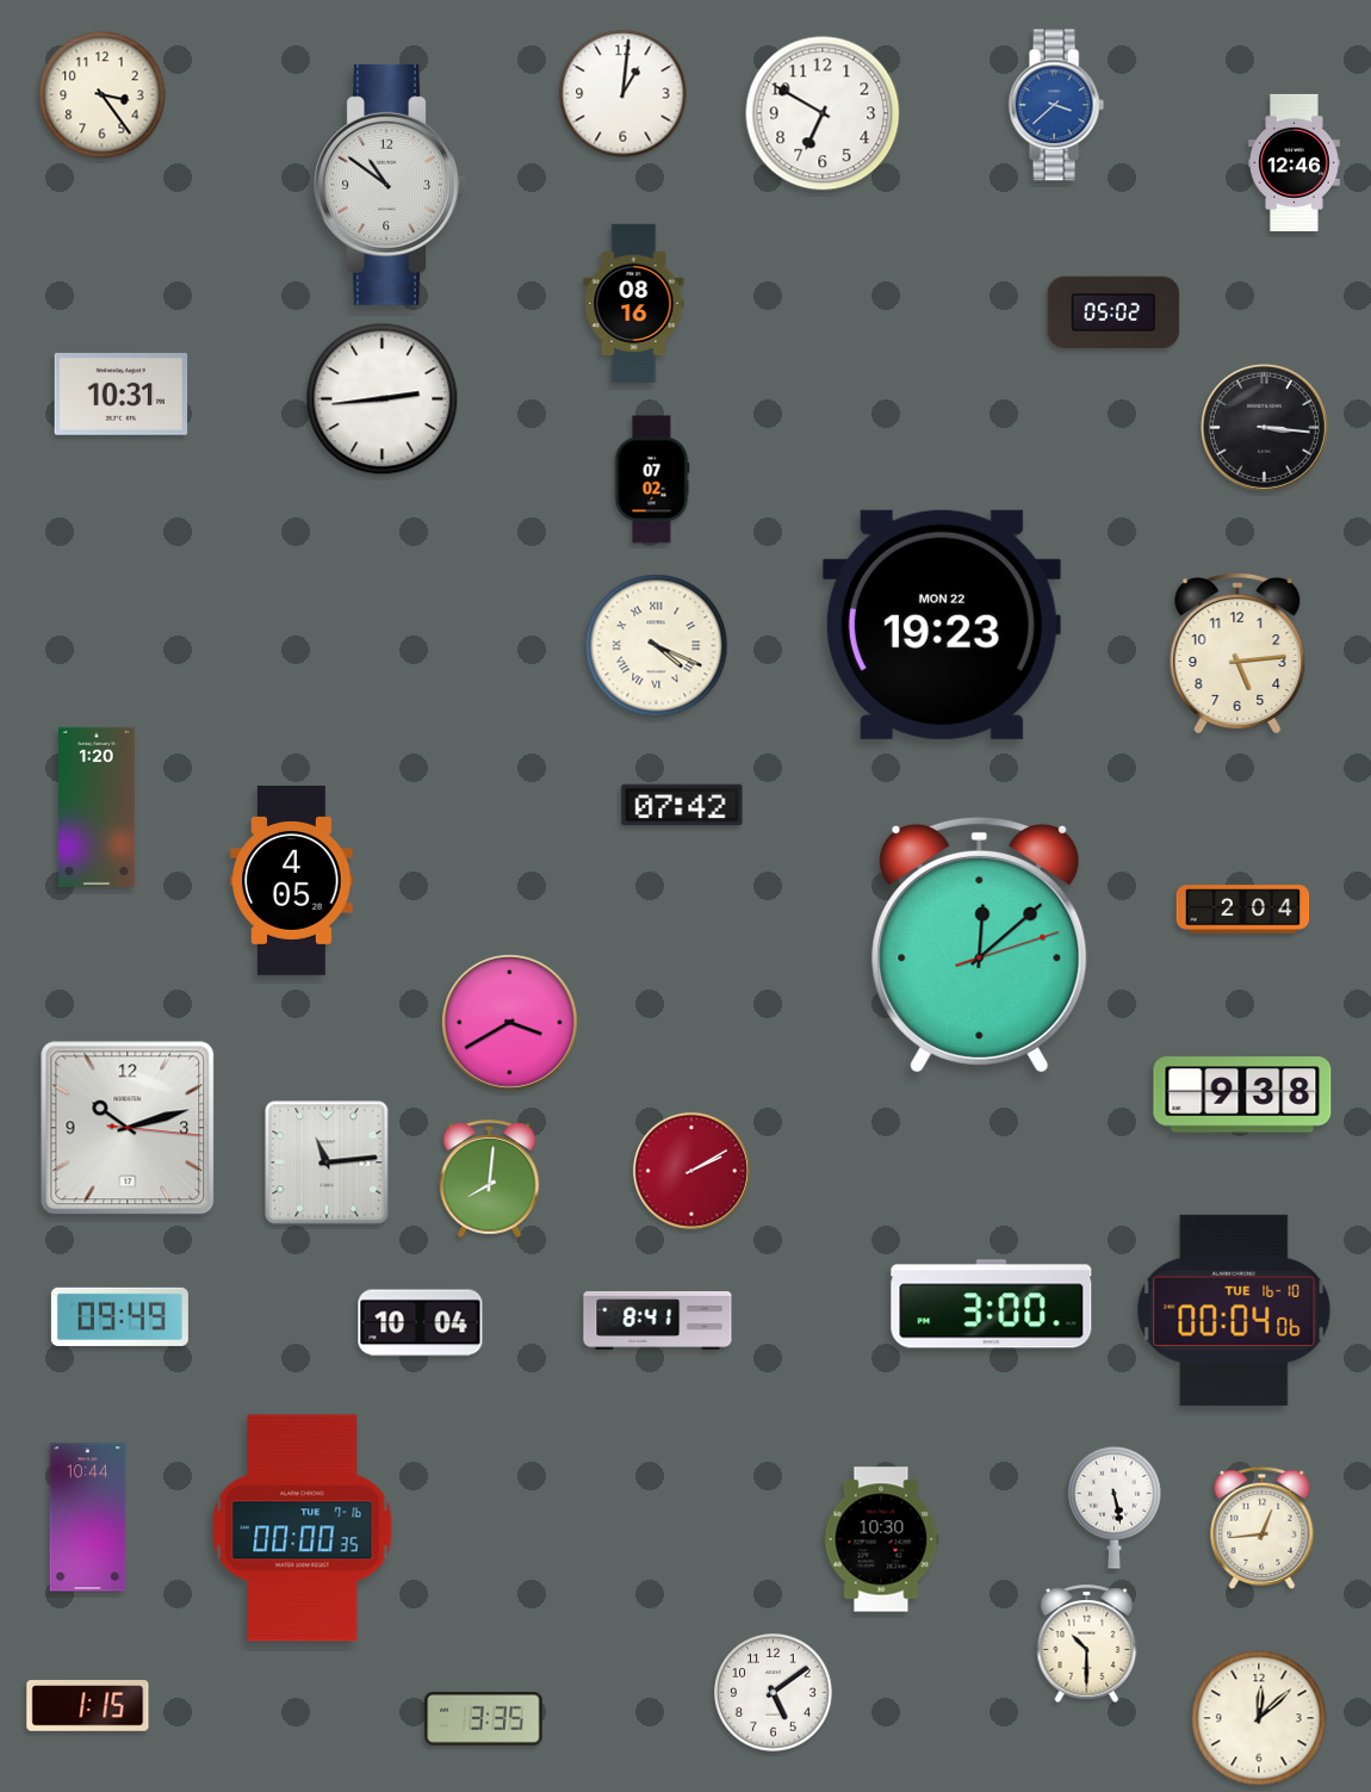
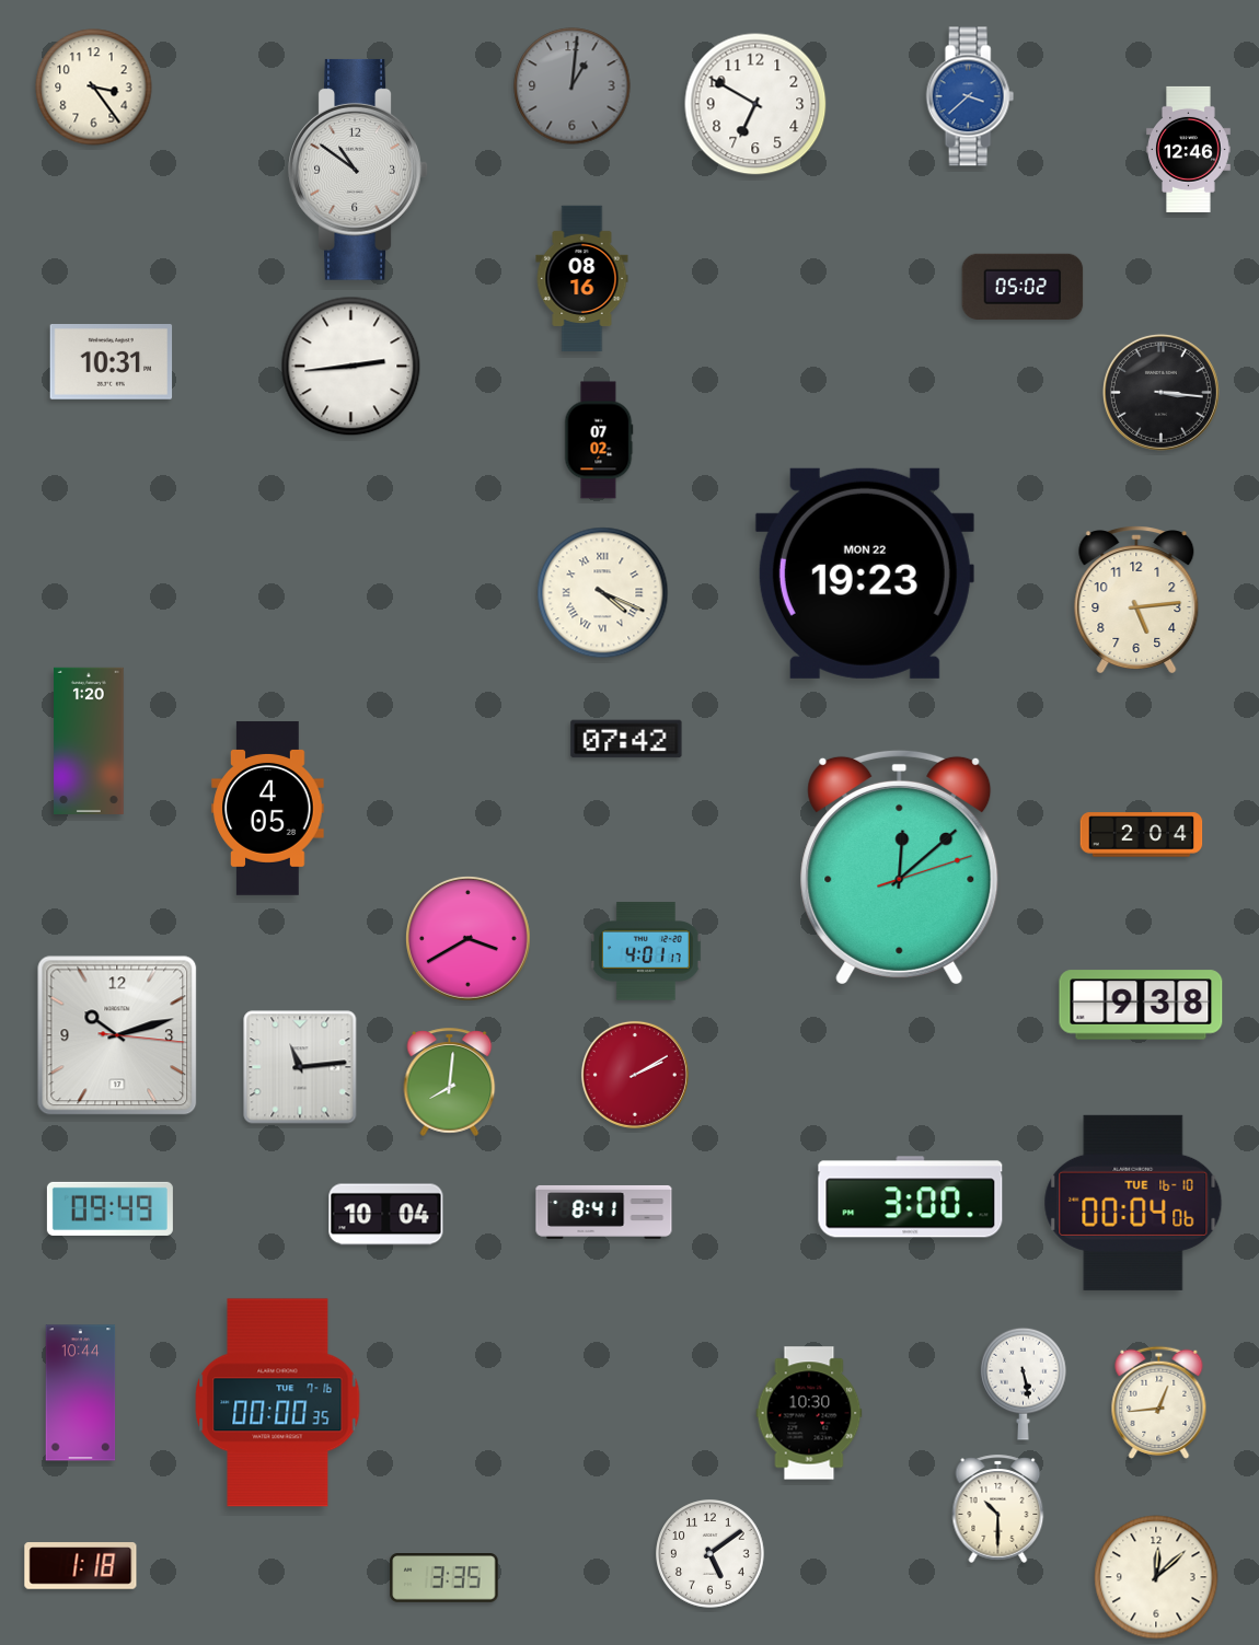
clock at (624, 94) dial: white -> grey
clock at (646, 951): none -> 4:01
clock at (88, 1706): 1:15 -> 1:18
